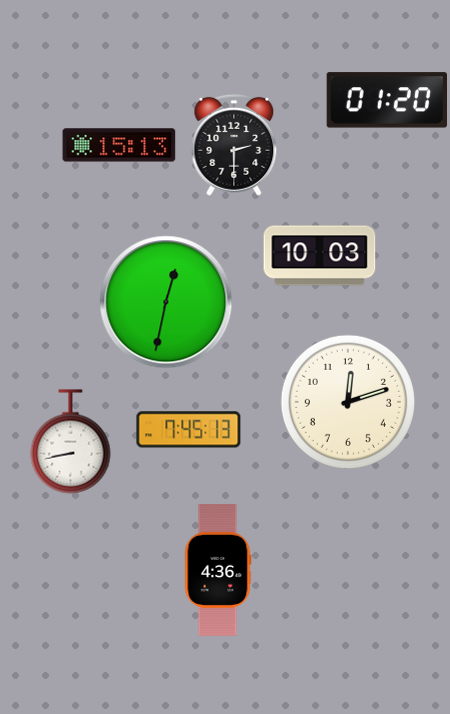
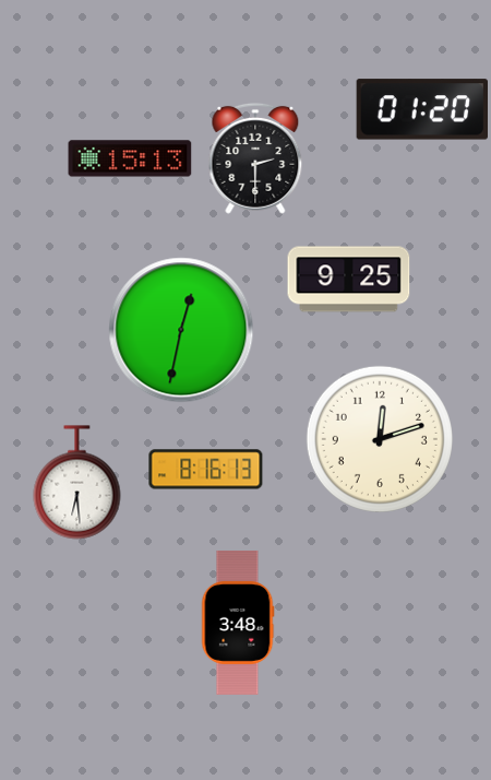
clock at (320, 256): 10:03 -> 9:25
clock at (189, 430): 7:45 -> 8:16
clock at (71, 442): 8:43 -> 6:29
clock at (218, 570): 4:36 -> 3:48
